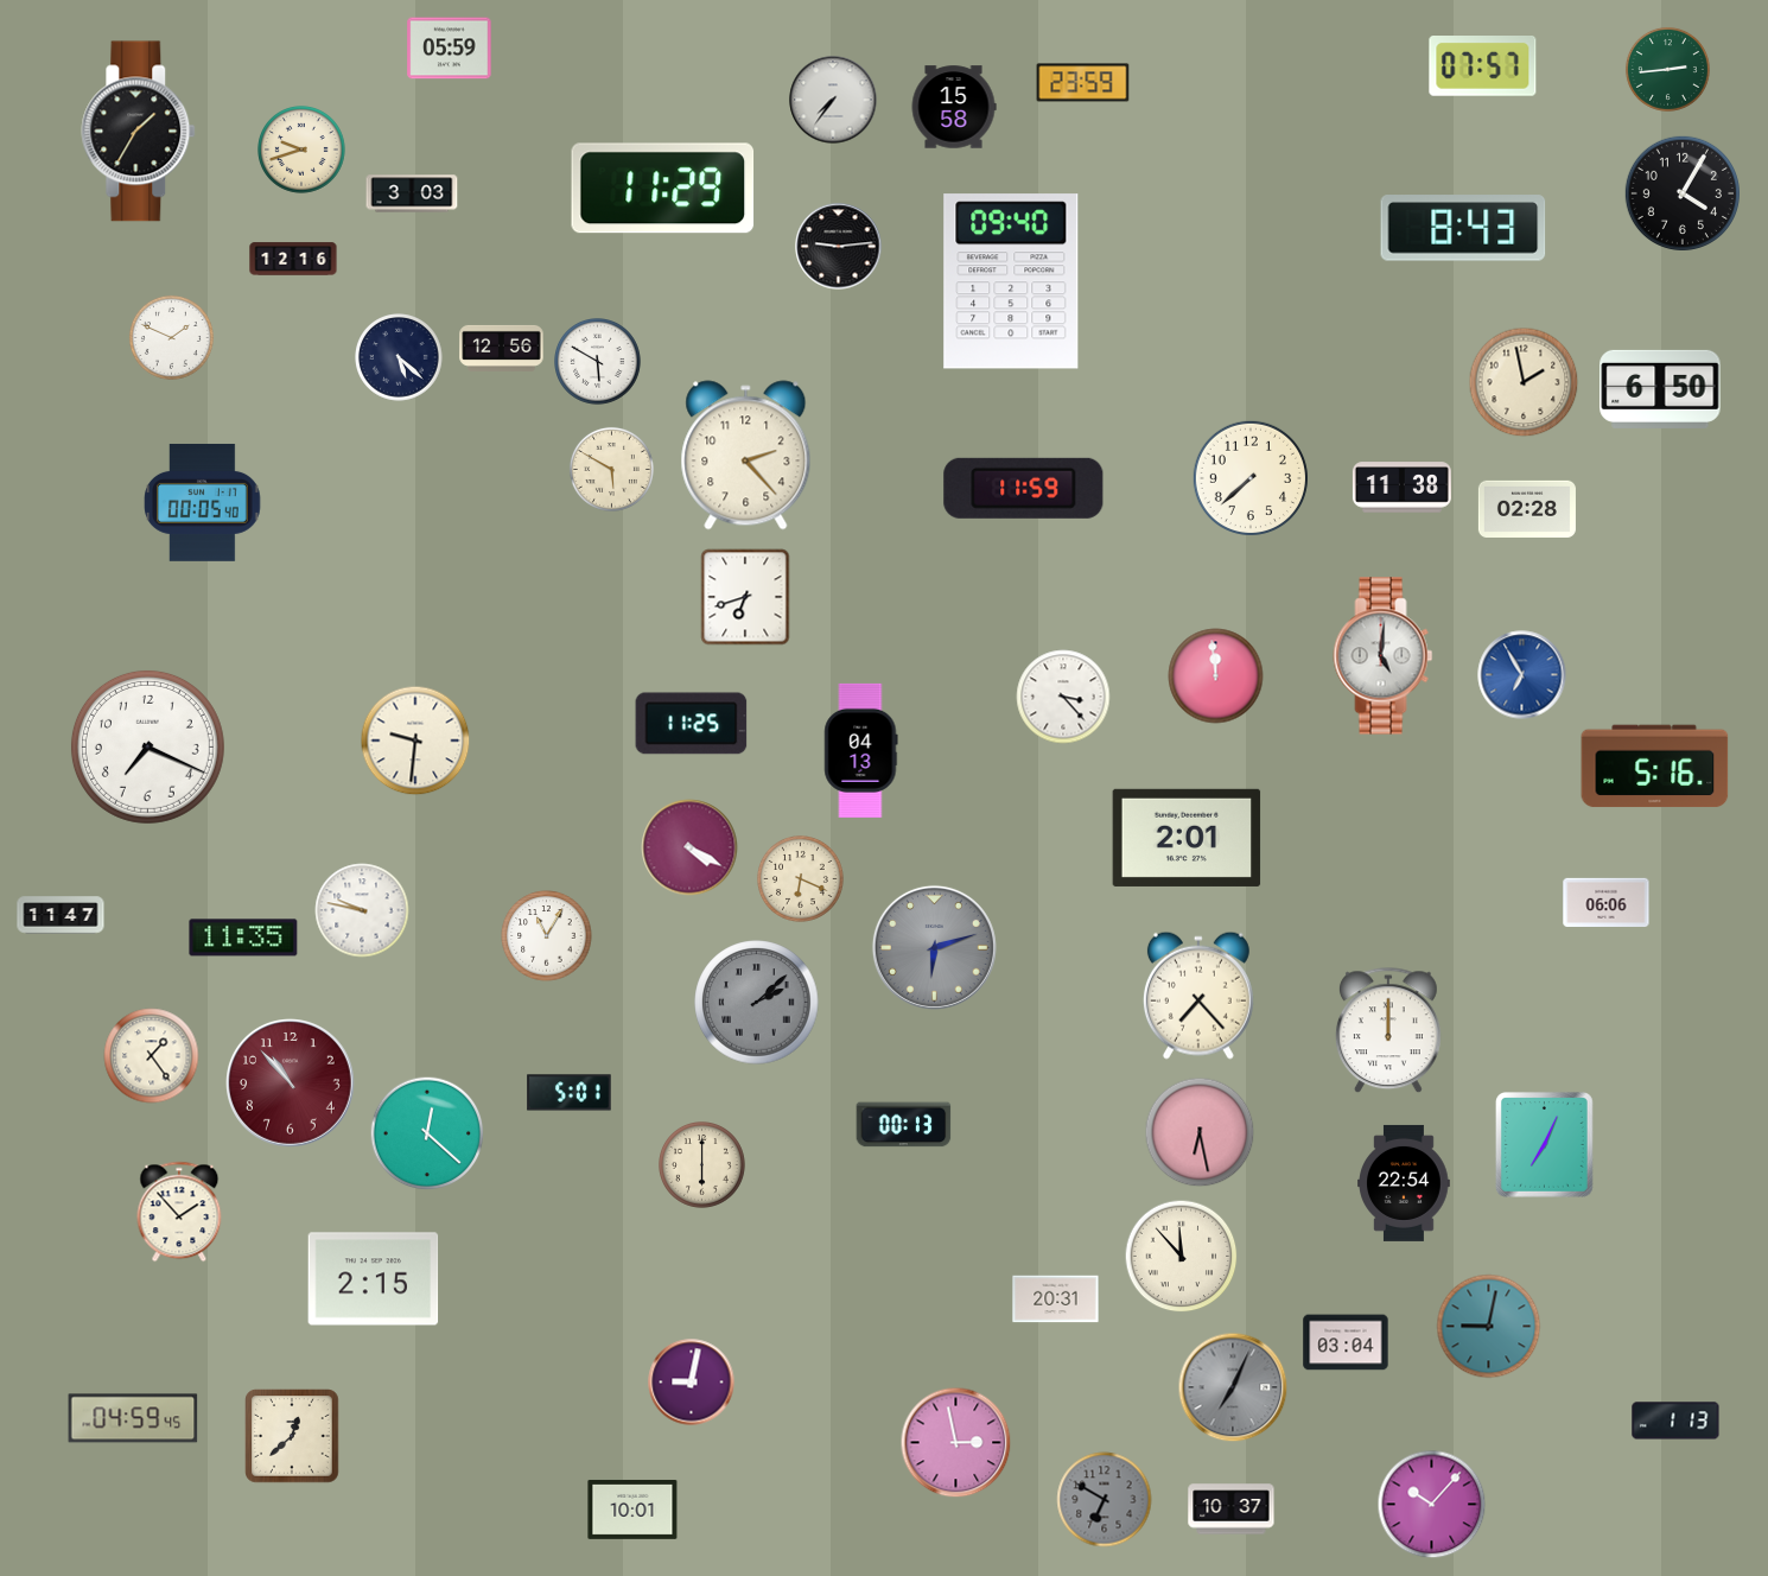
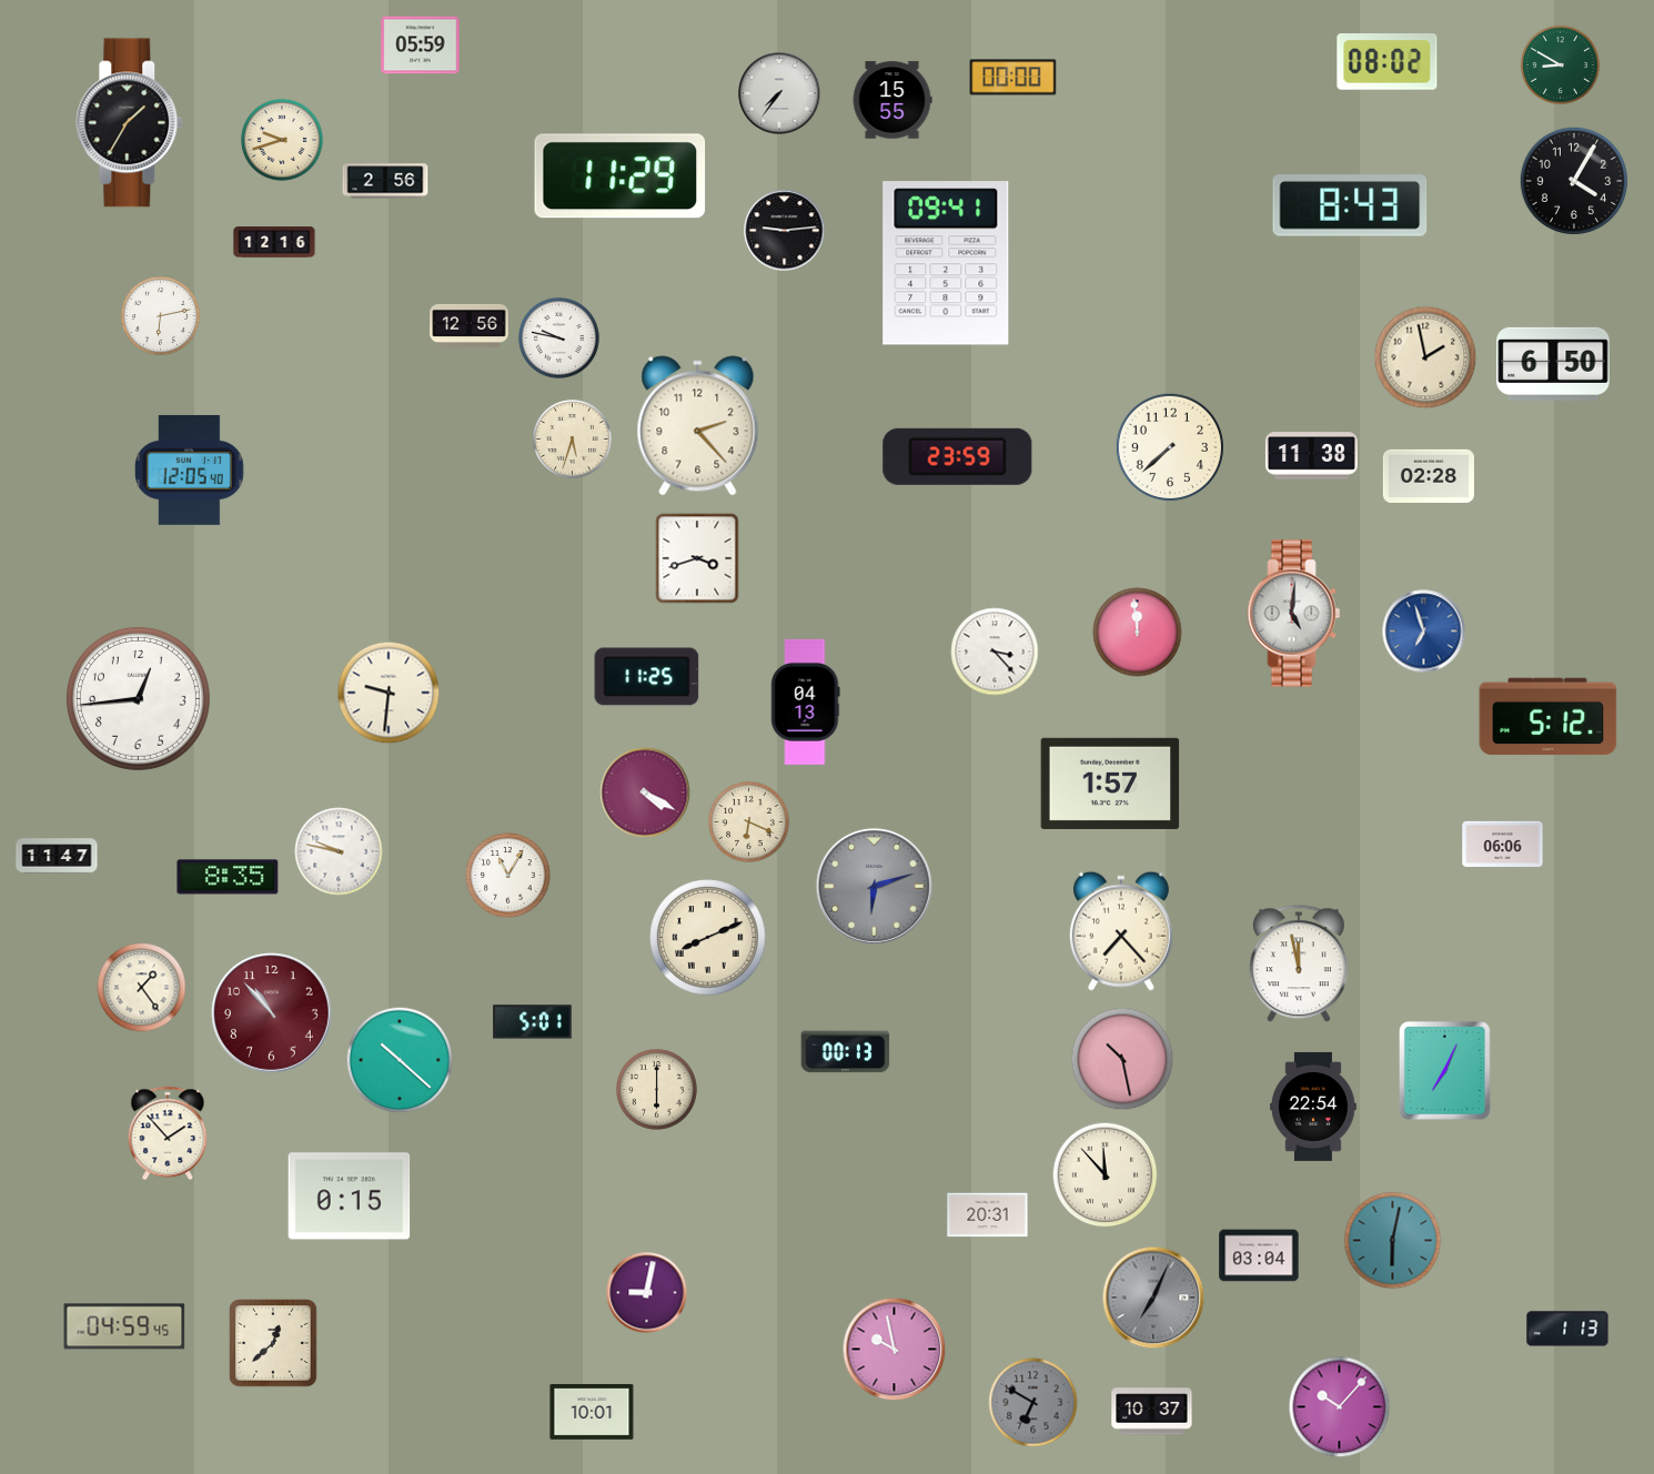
clock at (1483, 66): 07:57 -> 08:02
clock at (1667, 69): 2:44 -> 8:50
clock at (1083, 83): 23:59 -> 00:00
clock at (954, 107): 15:58 -> 15:55
clock at (412, 193): 3:03 -> 2:56
clock at (1463, 228) position: (1463, 228) -> (1350, 205)
clock at (1011, 281): 09:40 -> 09:41
clock at (171, 337): 1:49 -> 6:13
clock at (399, 357): 5:22 -> none
clock at (598, 362): 5:50 -> 9:47
clock at (611, 469): 5:50 -> 5:33
clock at (1024, 488): 11:59 -> 23:59
clock at (203, 502): 00:05 -> 12:05
clock at (745, 597): 6:42 -> 3:42
clock at (1522, 675): 6:55 -> 6:57
clock at (147, 746): 7:19 -> 12:44
clock at (1655, 767): 5:16 -> 5:12
clock at (1187, 838): 2:01 -> 1:57
clock at (547, 936) position: (547, 936) -> (508, 876)
clock at (243, 938): 11:35 -> 8:35
clock at (757, 1003): 2:08 -> 8:11
clock at (757, 1003) dial: grey -> cream
clock at (1388, 1031): 12:00 -> 11:58
clock at (1200, 1132): 6:28 -> 10:28
clock at (427, 1133): 12:22 -> 10:22
clock at (374, 1279): 2:15 -> 0:15
clock at (1489, 1327): 9:02 -> 6:02
clock at (956, 1443): 2:58 -> 9:58
